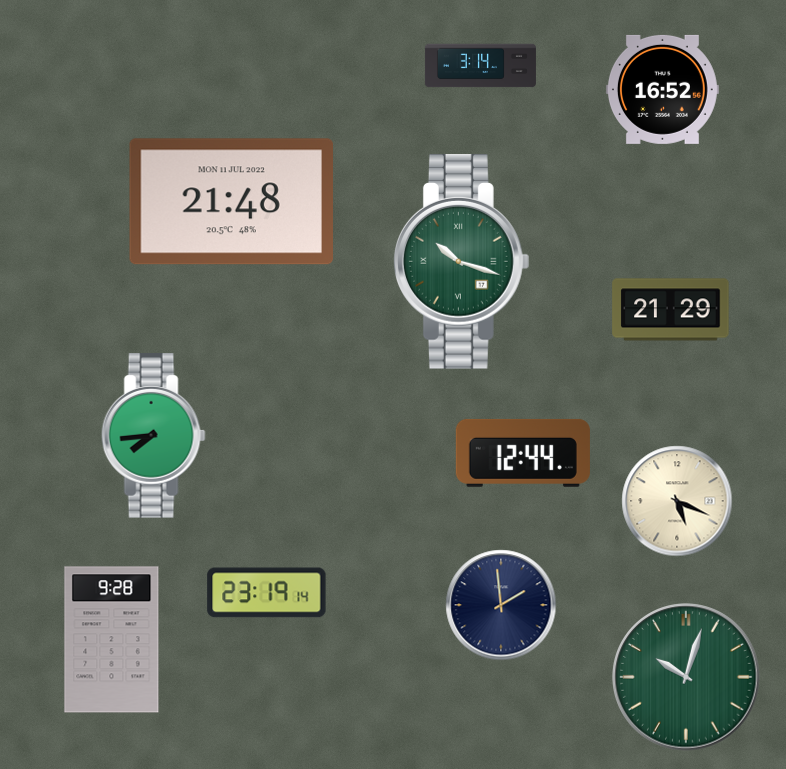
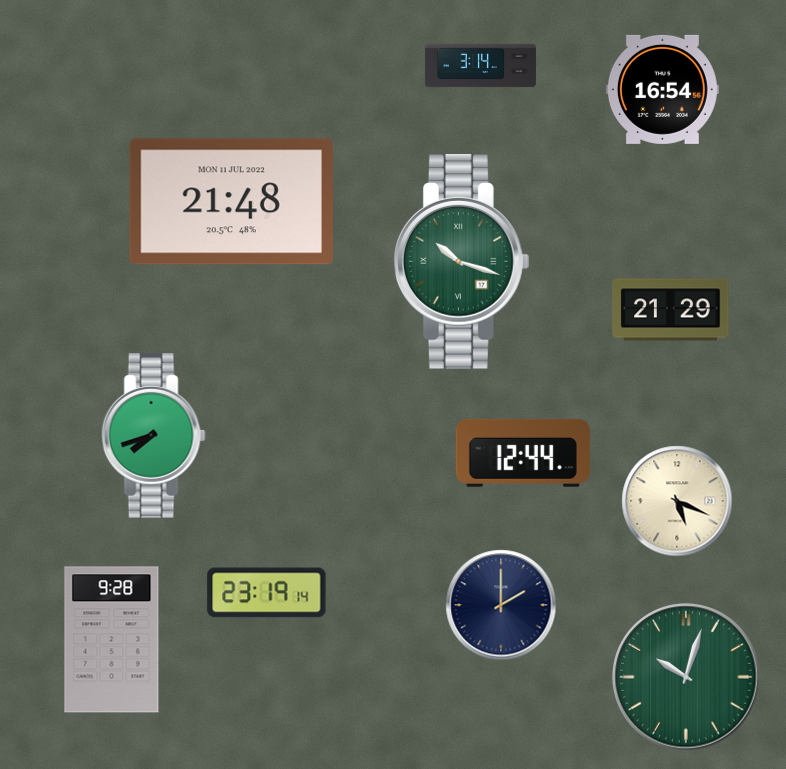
clock at (662, 89): 16:52 -> 16:54
clock at (153, 436): 7:44 -> 7:42
clock at (501, 605): 1:59 -> 2:00
